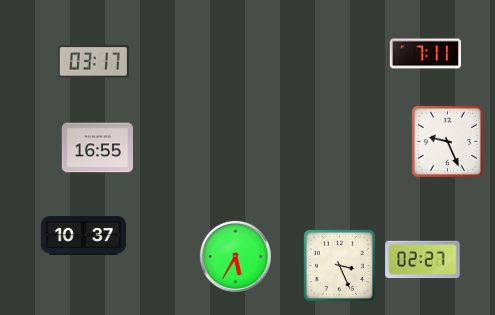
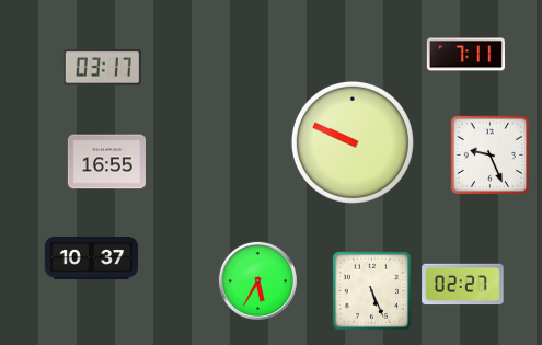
clock at (425, 54) position: (425, 54) -> (465, 55)
clock at (353, 142): none -> 9:49
clock at (339, 265): 3:26 -> 5:26
